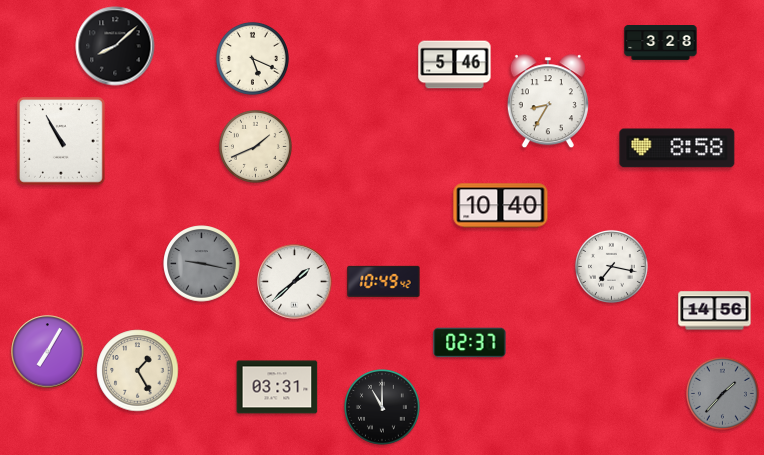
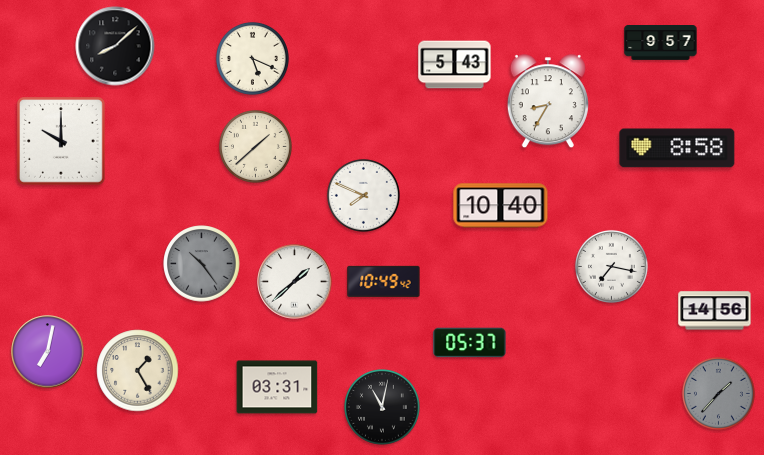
clock at (661, 43): 3:28 -> 9:57
clock at (455, 65): 5:46 -> 5:43
clock at (62, 142): 10:55 -> 10:00
clock at (255, 146): 1:41 -> 1:38
clock at (363, 195): none -> 7:49
clock at (202, 264): 9:17 -> 10:24
clock at (470, 343): 02:37 -> 05:37
clock at (48, 352): 7:05 -> 7:02
clock at (722, 393) position: (722, 393) -> (718, 393)
clock at (383, 408): 11:00 -> 11:02
